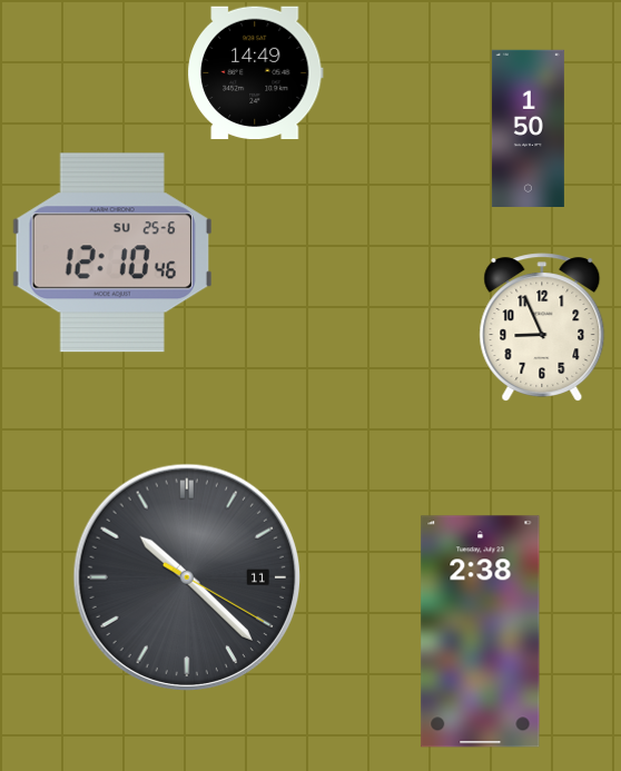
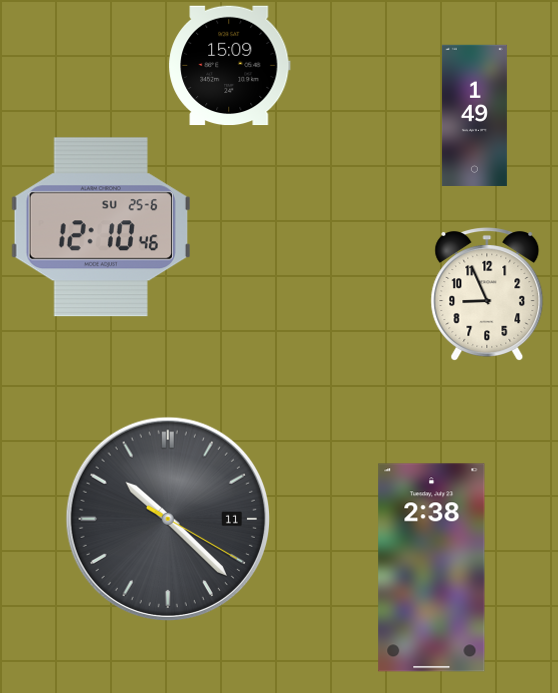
clock at (256, 73): 14:49 -> 15:09
clock at (528, 128): 1:50 -> 1:49
